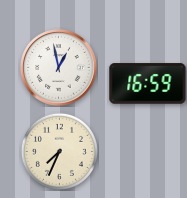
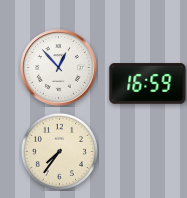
clock at (59, 68): 12:58 -> 12:53
clock at (59, 151): 7:34 -> 7:36
